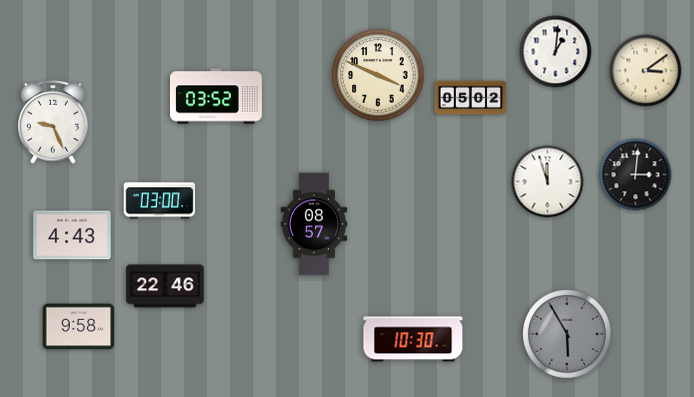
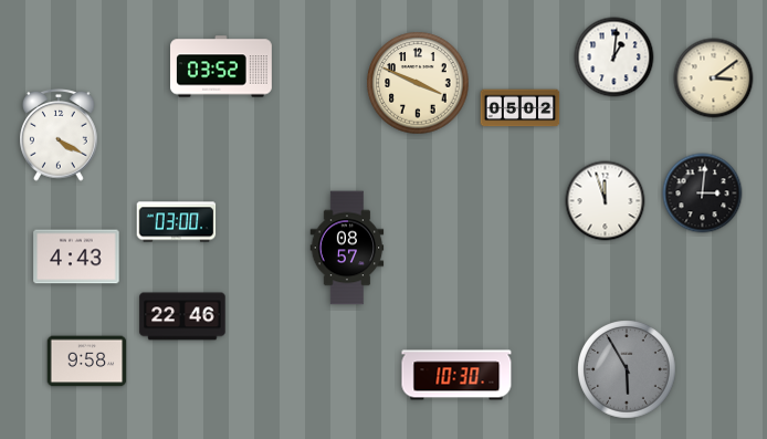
clock at (217, 96) position: (217, 96) -> (222, 66)
clock at (53, 122): 9:26 -> 4:20
clock at (72, 235) position: (72, 235) -> (76, 257)
